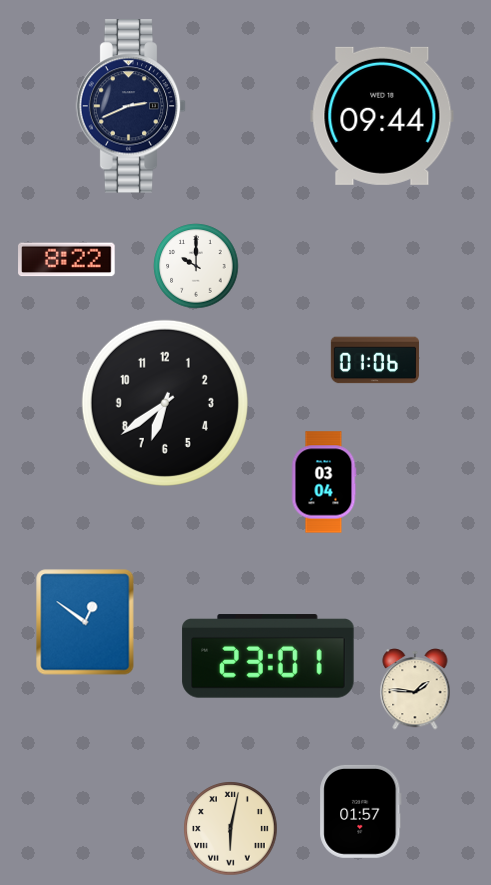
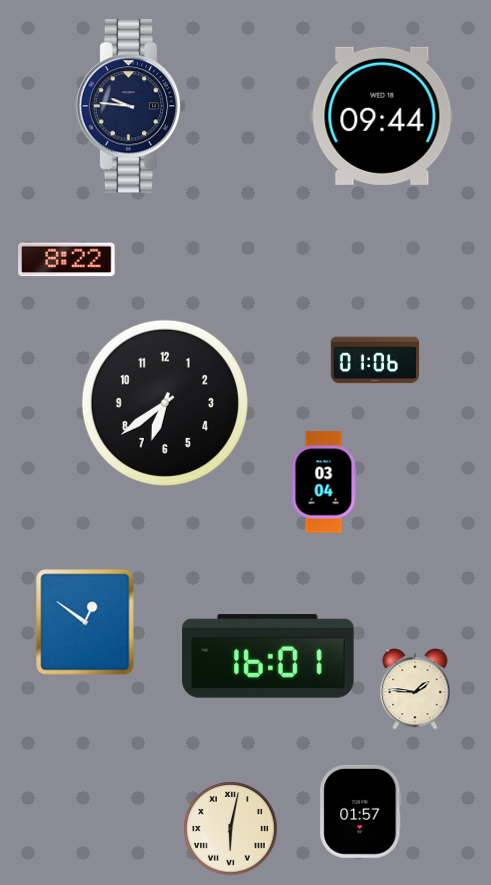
clock at (131, 106): 2:41 -> 9:46
clock at (196, 266): 10:00 -> none
clock at (268, 656): 23:01 -> 16:01
